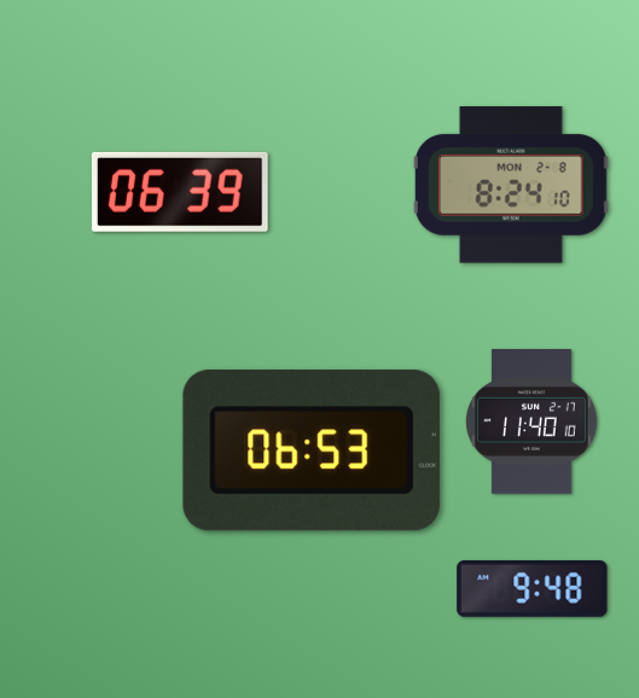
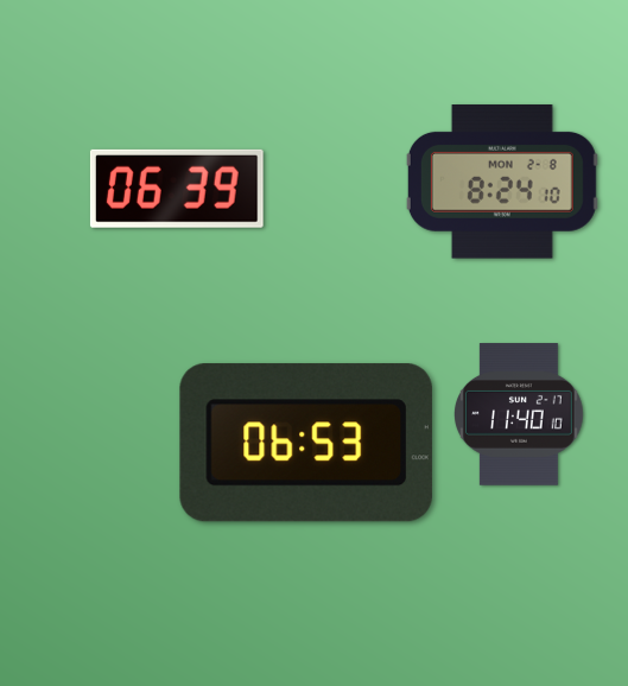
clock at (533, 421) position: (533, 421) -> (520, 414)
clock at (533, 588): 9:48 -> none
